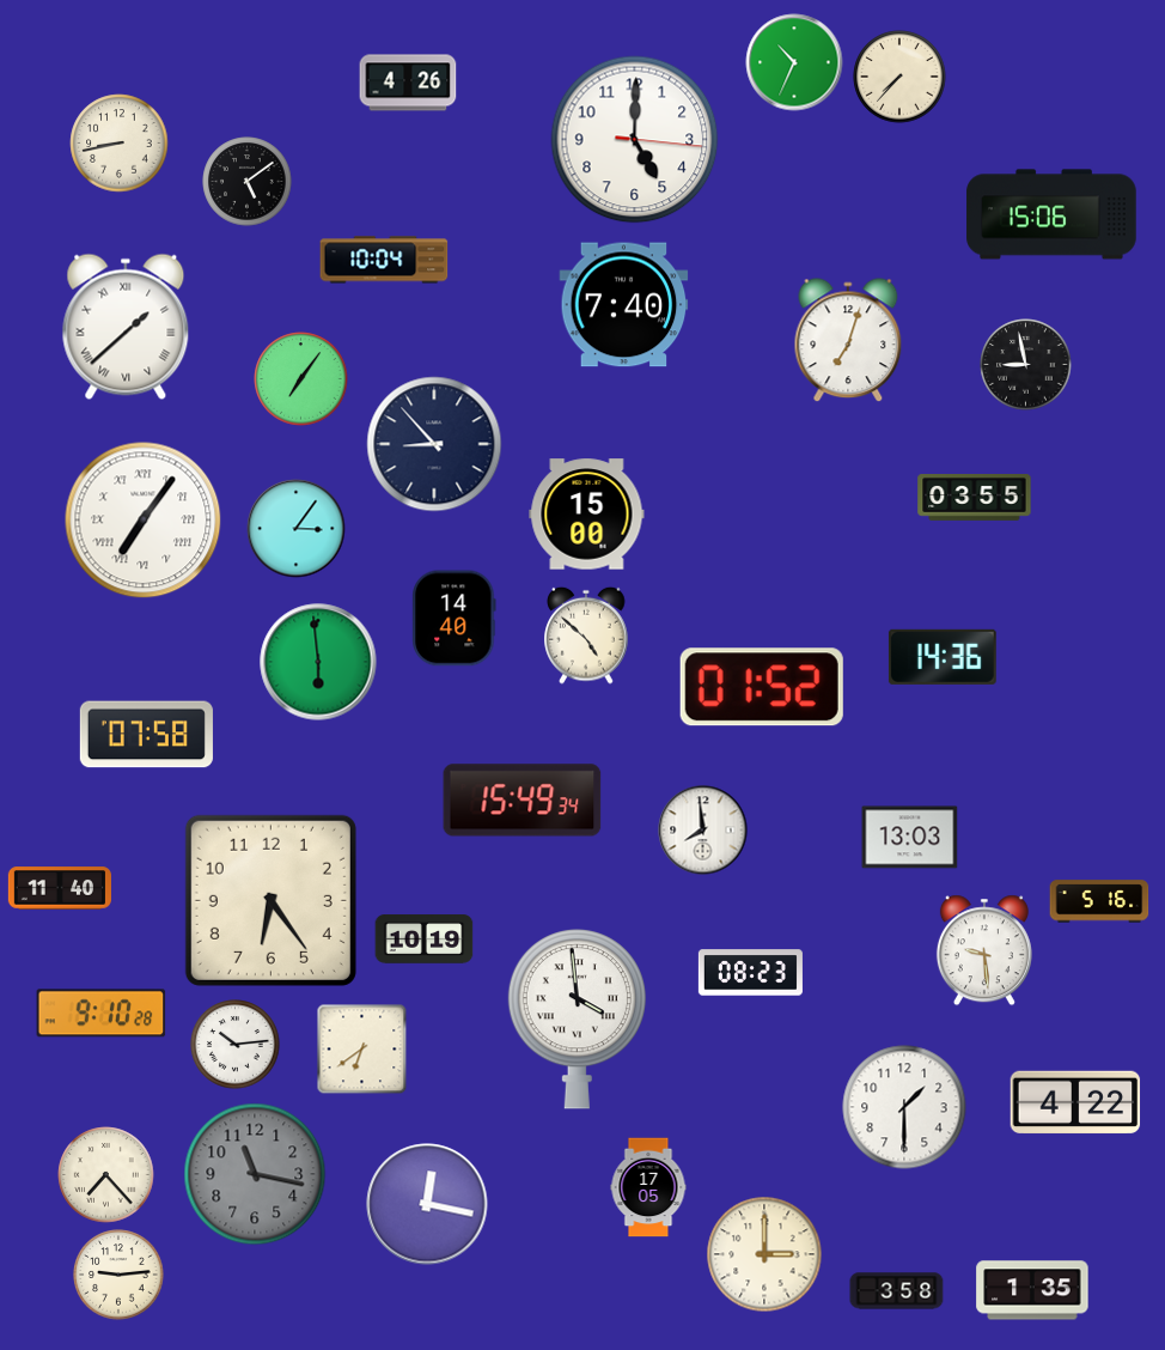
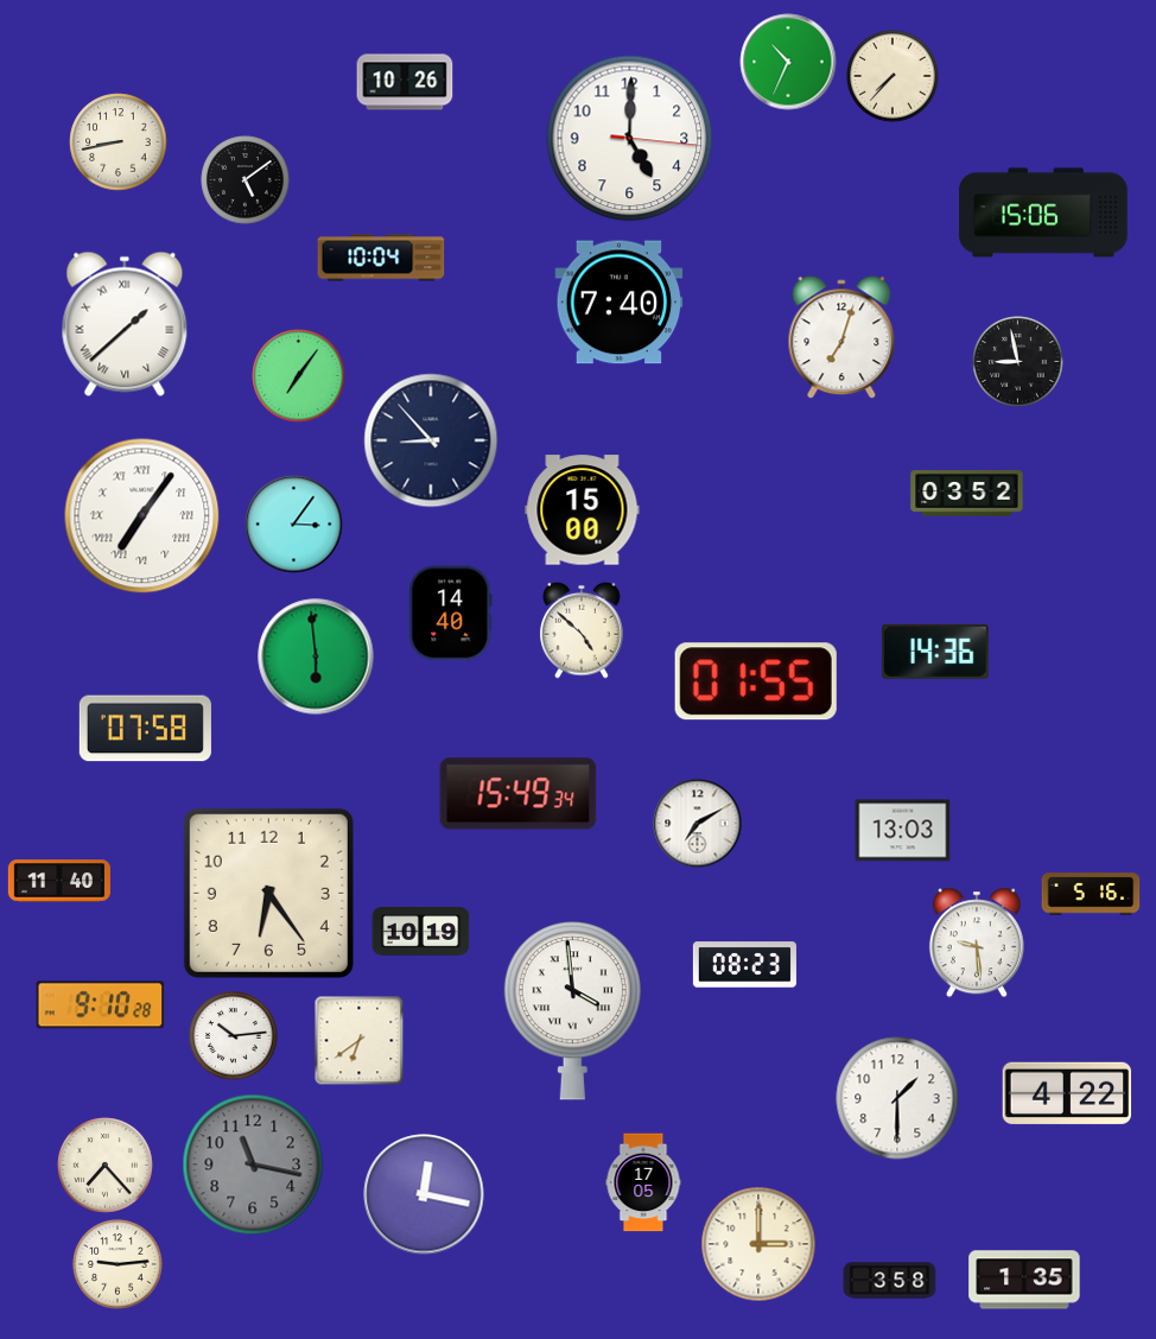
clock at (408, 83): 4:26 -> 10:26
clock at (975, 498): 03:55 -> 03:52
clock at (762, 687): 01:52 -> 01:55
clock at (703, 831): 7:59 -> 7:10
clock at (648, 1187) position: (648, 1187) -> (643, 1182)
